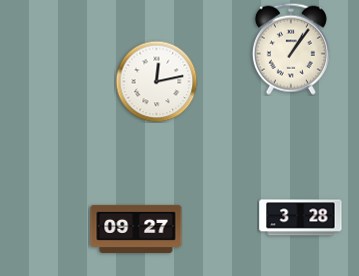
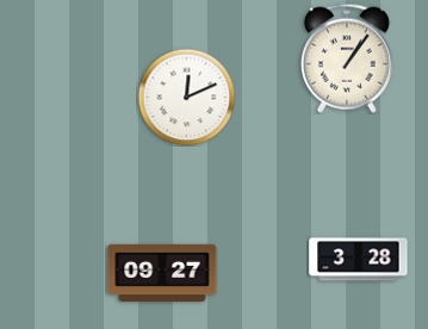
clock at (156, 81): 12:13 -> 12:11
